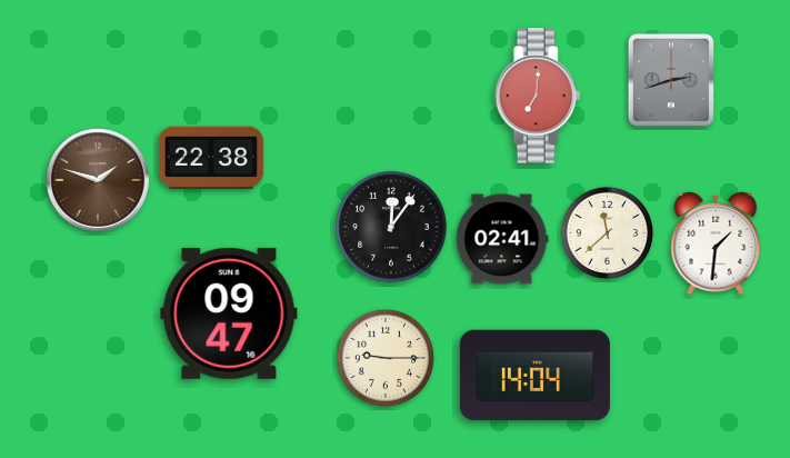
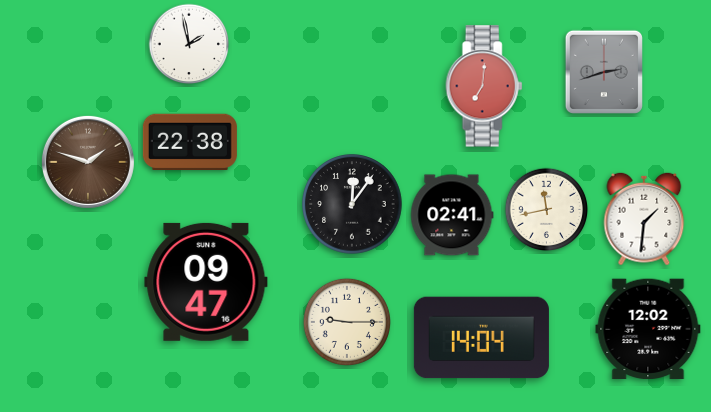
clock at (189, 44): none -> 1:58
clock at (608, 233): 11:38 -> 11:43
clock at (648, 329): none -> 12:02
